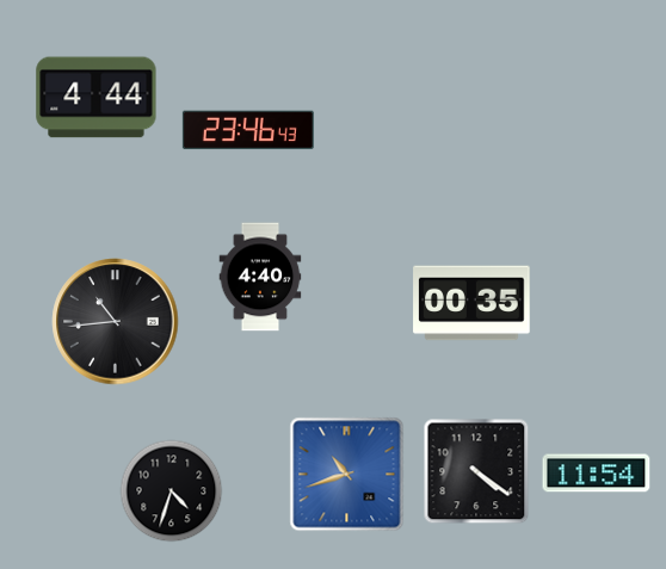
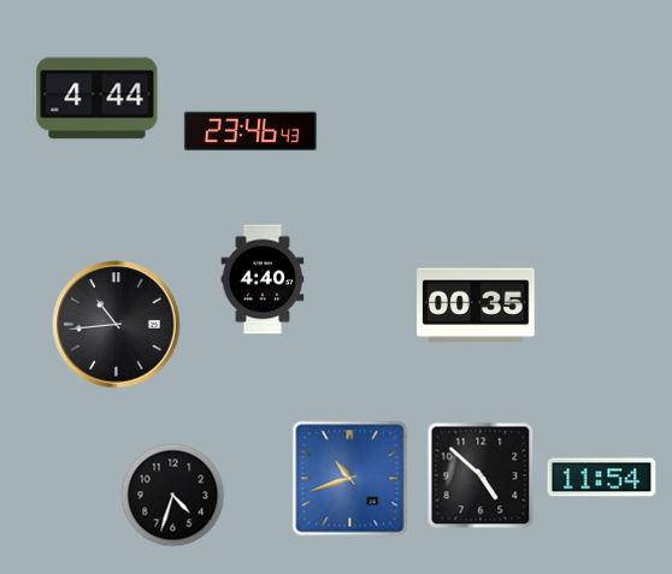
clock at (476, 471): 4:21 -> 4:52
